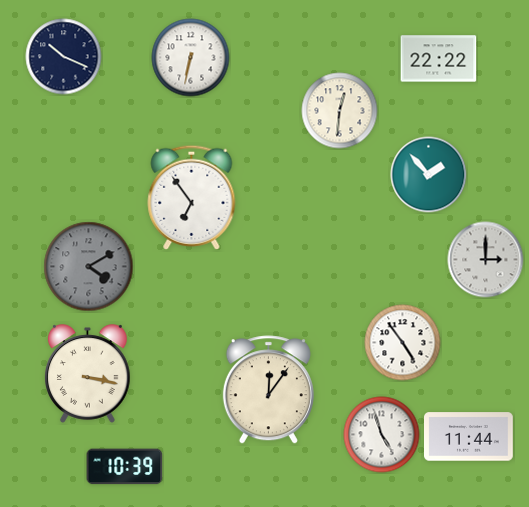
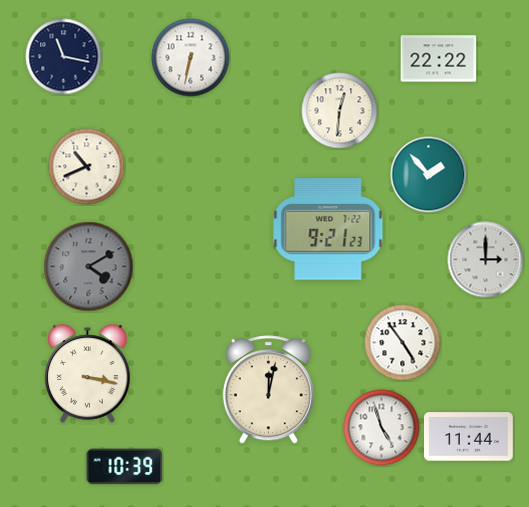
clock at (64, 57): 10:19 -> 11:17
clock at (87, 167): none -> 10:41
clock at (192, 197): 6:54 -> none
clock at (328, 229): none -> 9:21
clock at (268, 390): 12:06 -> 12:02
clock at (382, 435) position: (382, 435) -> (382, 428)
